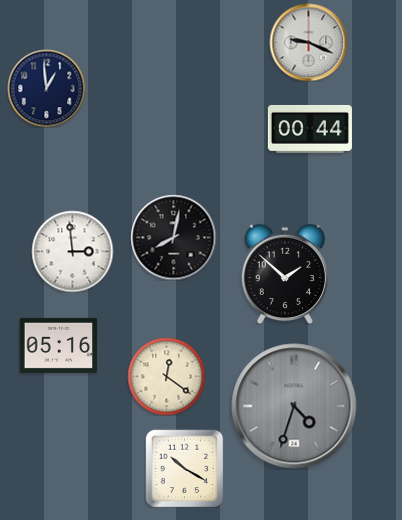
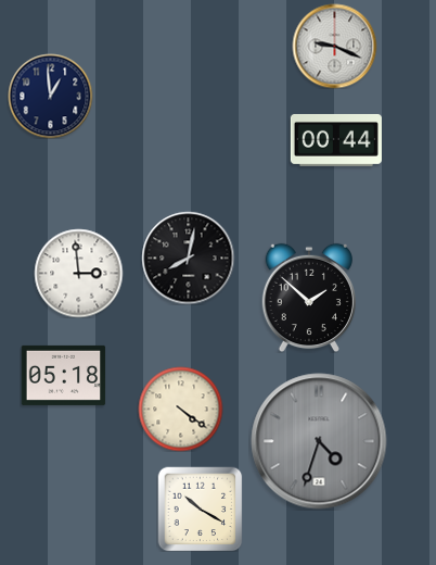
clock at (58, 345): 05:16 -> 05:18
clock at (166, 376): 12:21 -> 4:21
